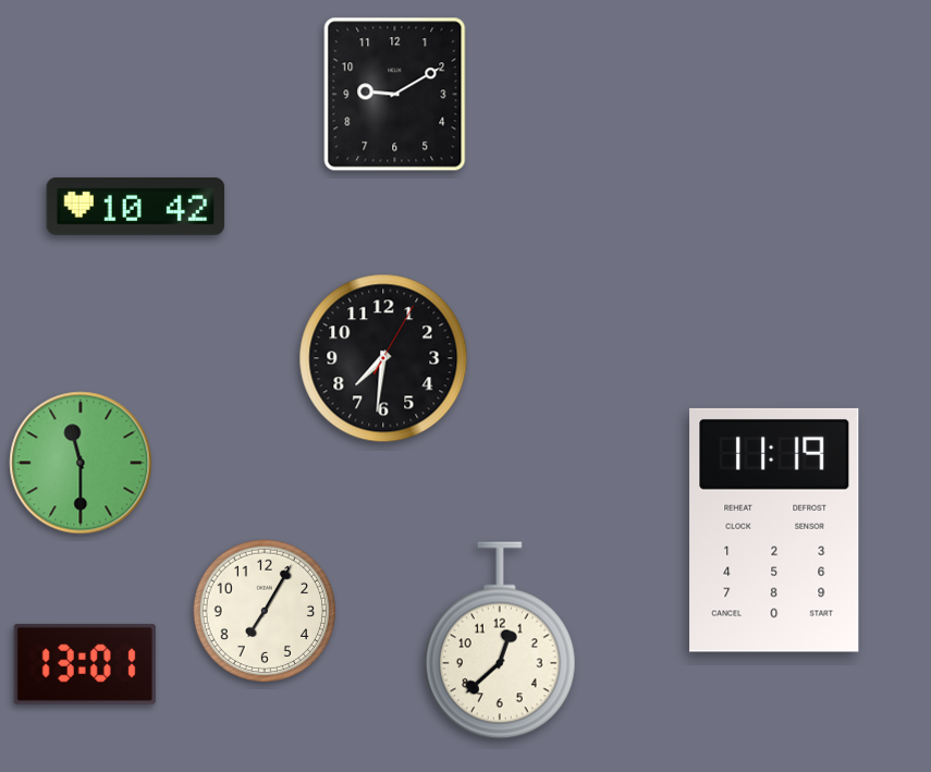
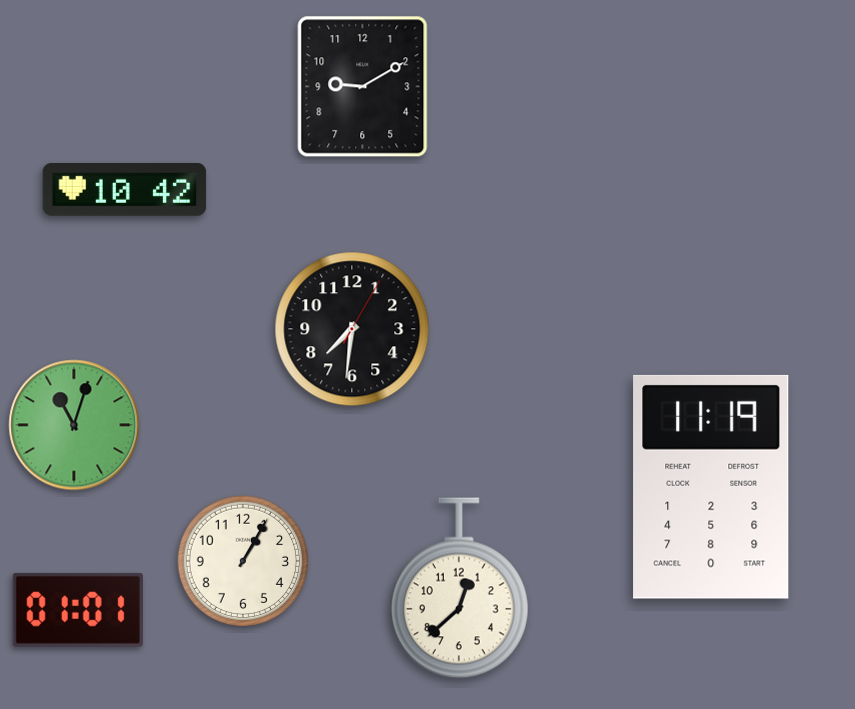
clock at (81, 463): 11:30 -> 11:03
clock at (264, 610): 7:05 -> 1:05
clock at (85, 664): 13:01 -> 01:01
